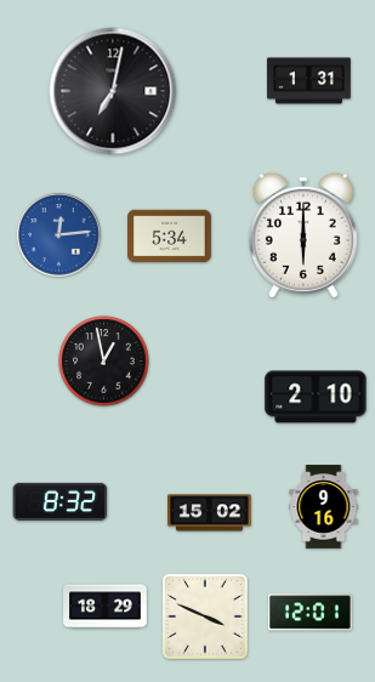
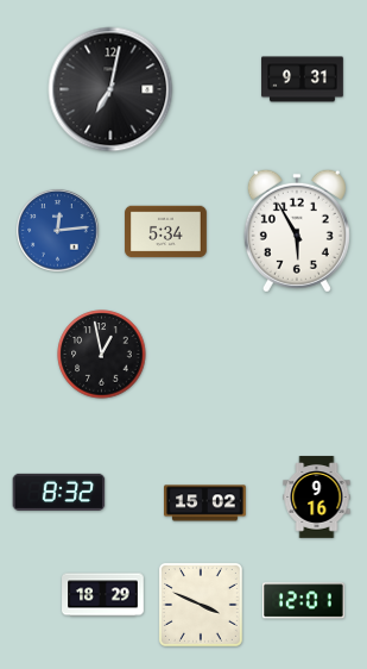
clock at (309, 81): 1:31 -> 9:31
clock at (303, 235): 6:00 -> 5:55
clock at (316, 397): 2:10 -> none
